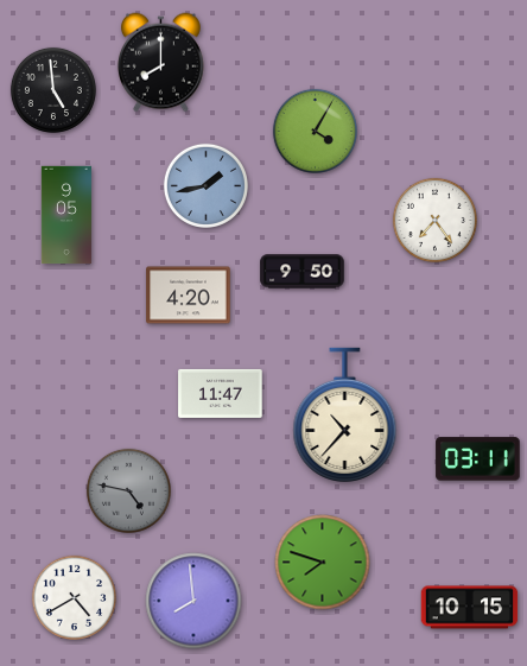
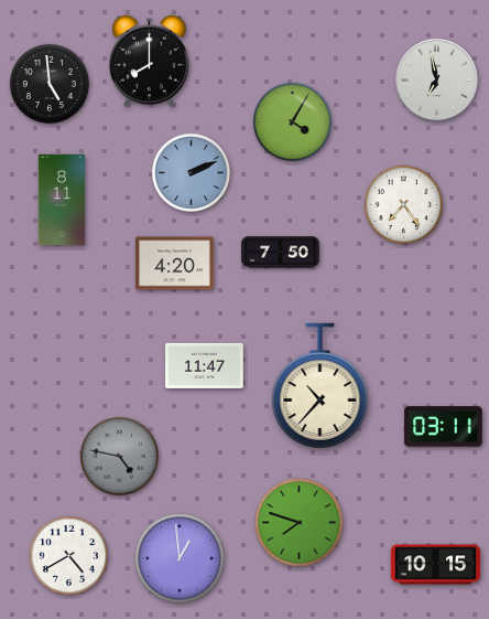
clock at (160, 63) position: (160, 63) -> (149, 62)
clock at (437, 81): none -> 6:58
clock at (205, 185): 1:43 -> 2:11
clock at (66, 215): 9:05 -> 8:11
clock at (303, 272): 9:50 -> 7:50
clock at (189, 296) position: (189, 296) -> (175, 264)
clock at (193, 601): 7:59 -> 12:59
